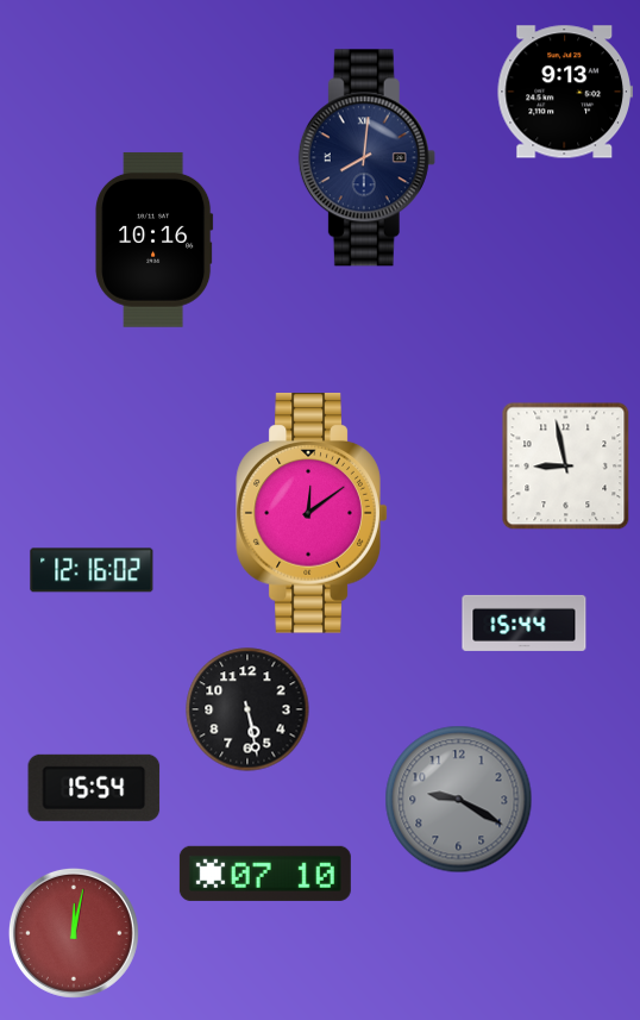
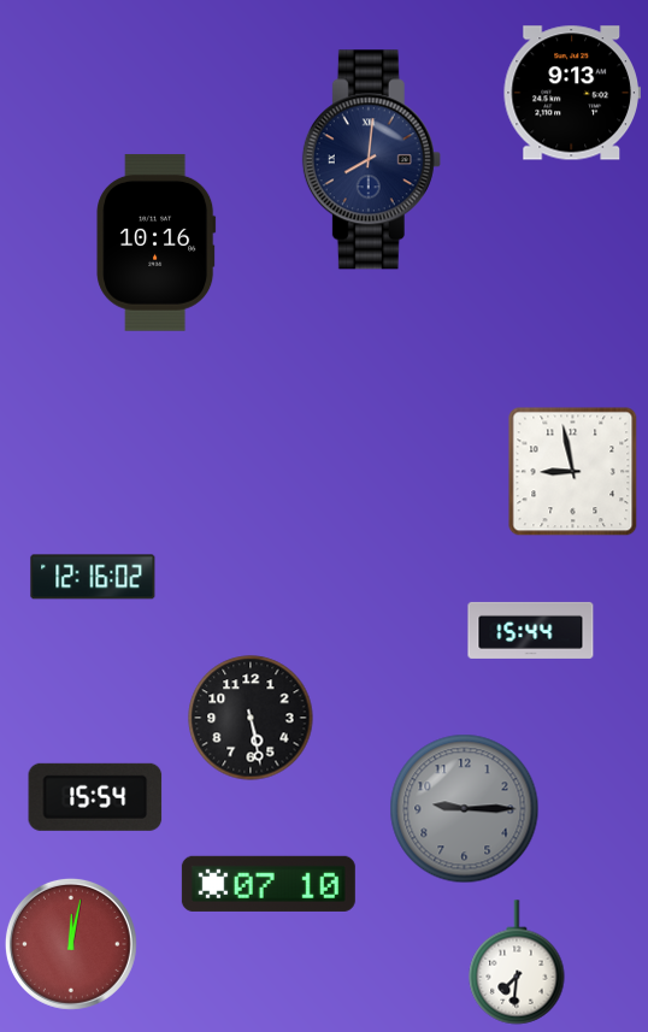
clock at (312, 513): 12:09 -> none
clock at (459, 800): 9:20 -> 9:15
clock at (74, 933) position: (74, 933) -> (71, 944)
clock at (517, 962): none -> 7:31
